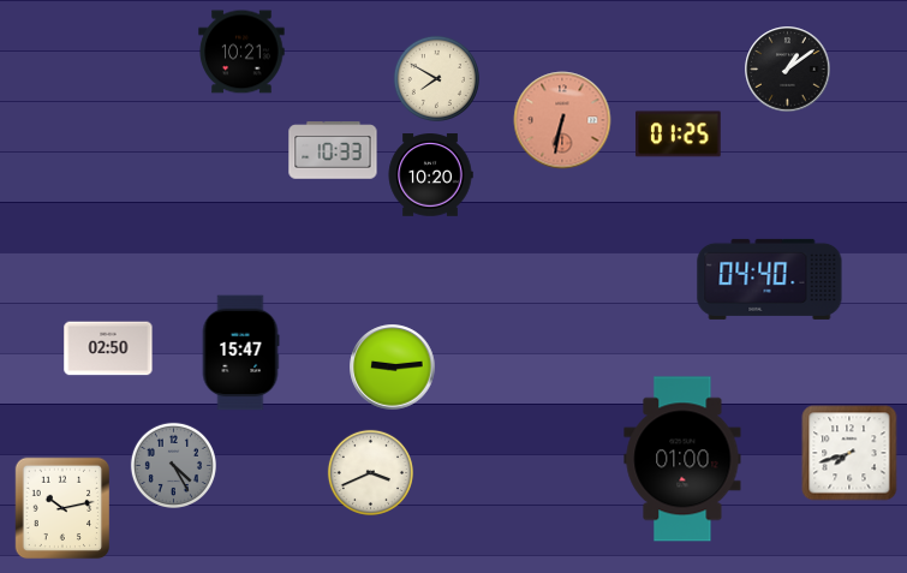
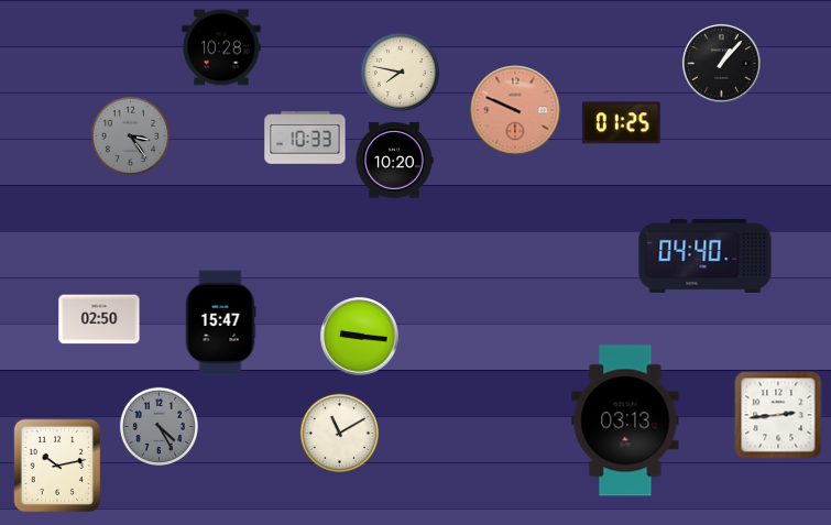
clock at (241, 52): 10:21 -> 10:28
clock at (788, 70): 1:09 -> 1:07
clock at (436, 78): 7:50 -> 7:47
clock at (562, 120): 6:32 -> 9:49
clock at (130, 135): none -> 3:24
clock at (393, 368): 9:14 -> 9:16
clock at (849, 453): 7:42 -> 2:44
clock at (682, 459): 01:00 -> 03:13
clock at (370, 472): 3:41 -> 11:10
